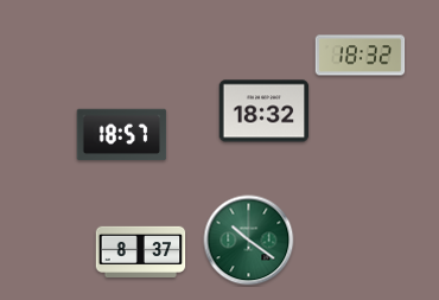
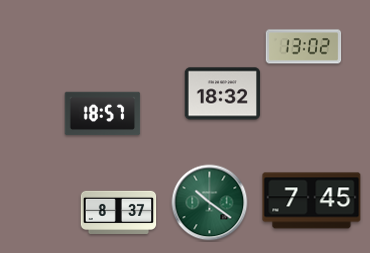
clock at (361, 56): 18:32 -> 13:02
clock at (312, 201): none -> 7:45
